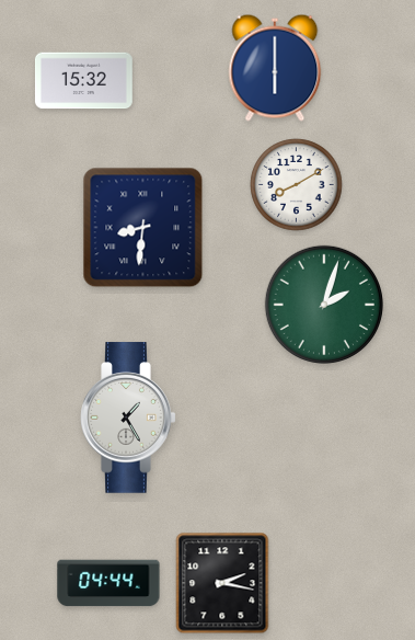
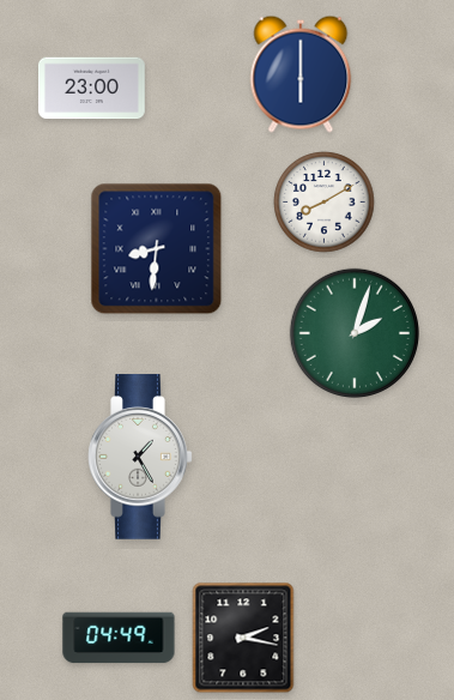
clock at (84, 81): 15:32 -> 23:00
clock at (108, 583): 04:44 -> 04:49
